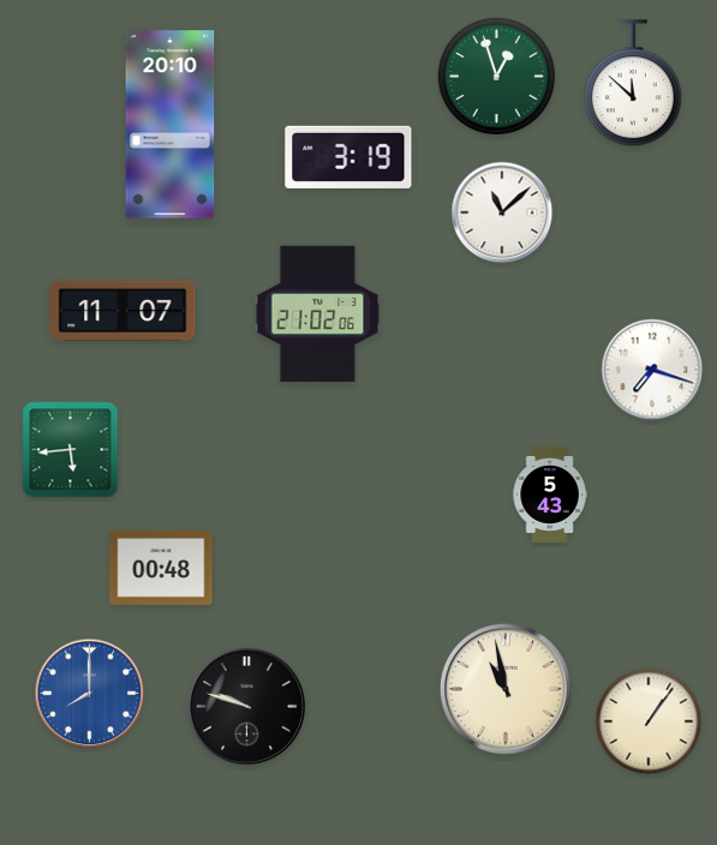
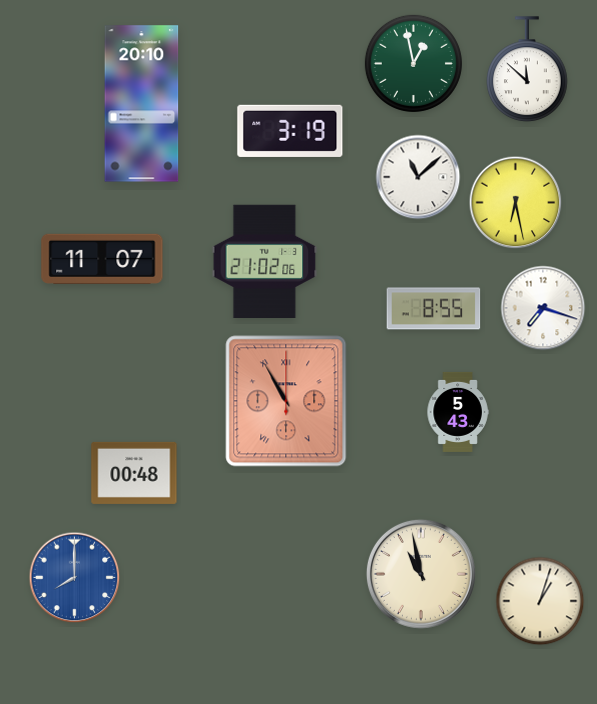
clock at (496, 76): 12:57 -> 12:58
clock at (516, 203): none -> 6:28
clock at (434, 309): none -> 8:55
clock at (71, 450): 5:44 -> none
clock at (286, 401): none -> 10:55
clock at (247, 707): 9:48 -> none
clock at (649, 721): 1:06 -> 1:03
